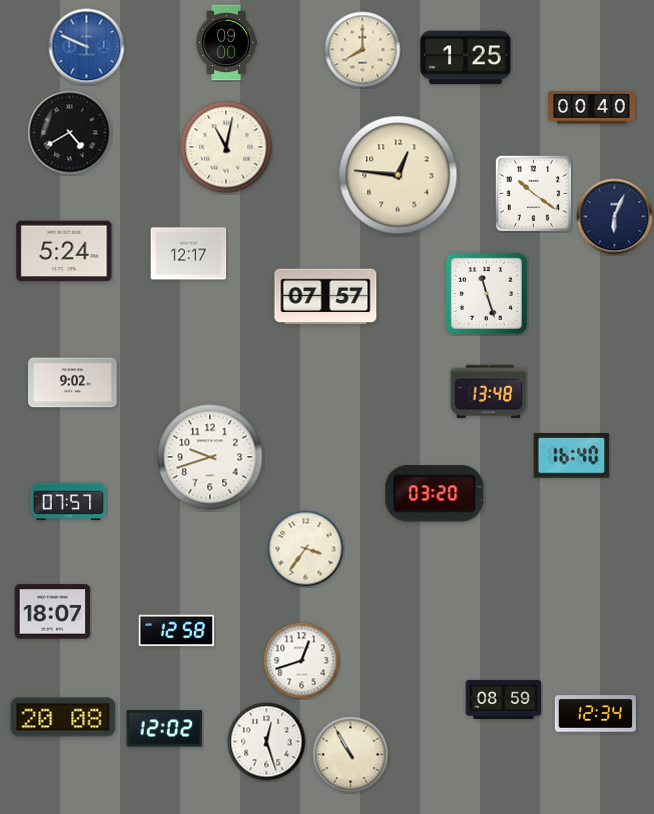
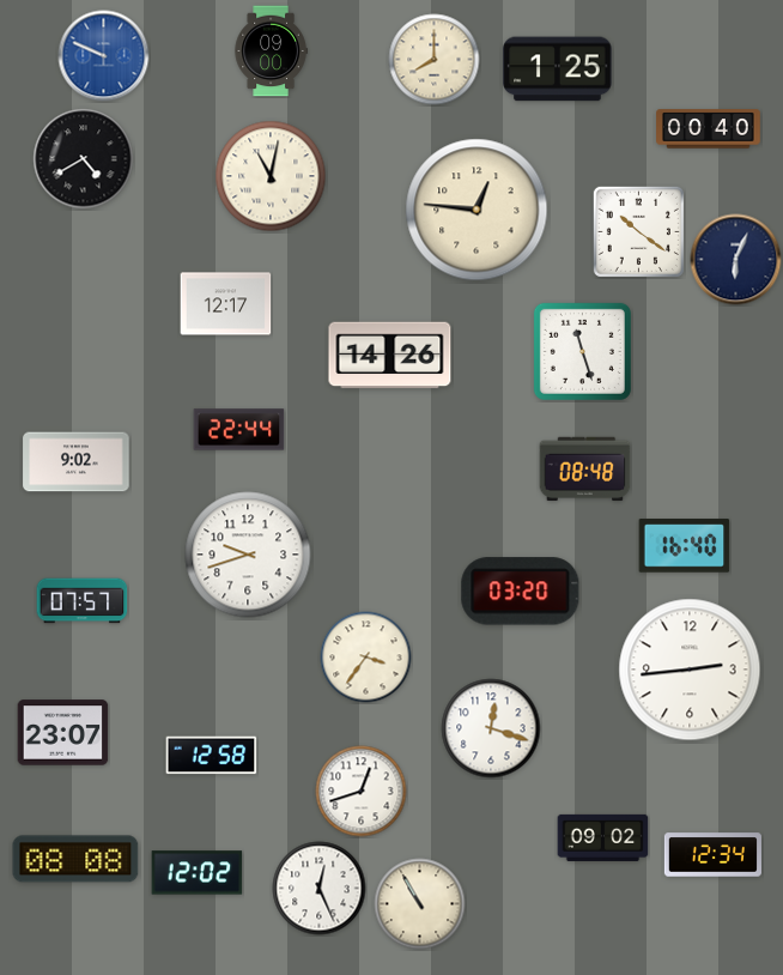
clock at (64, 251): 5:24 -> none
clock at (326, 297): 07:57 -> 14:26
clock at (239, 430): none -> 22:44
clock at (73, 383) position: (73, 383) -> (77, 462)
clock at (489, 392): 13:48 -> 08:48
clock at (210, 457) position: (210, 457) -> (248, 555)
clock at (690, 670): none -> 2:44
clock at (491, 728): none -> 12:18
clock at (53, 612): 18:07 -> 23:07
clock at (504, 699): 08:59 -> 09:02
clock at (63, 717): 20:08 -> 08:08
clock at (267, 742): 12:27 -> 12:26
